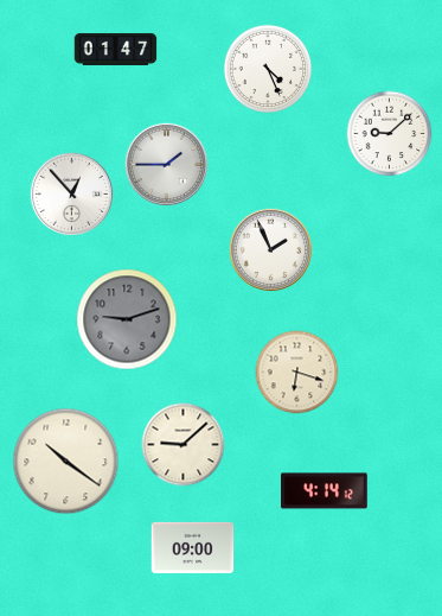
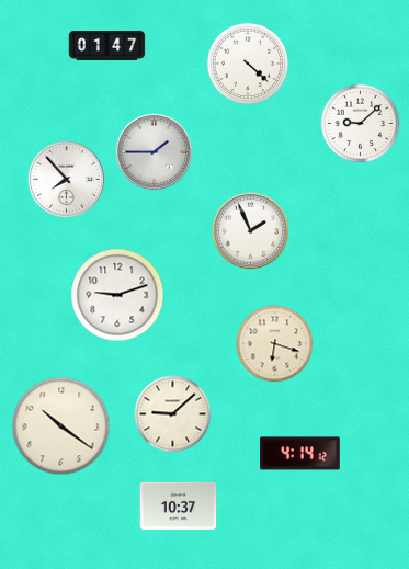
clock at (268, 69): 4:26 -> 4:22
clock at (72, 195): 12:53 -> 7:53
clock at (127, 319) dial: grey -> white
clock at (184, 445) position: (184, 445) -> (173, 414)
clock at (193, 547): 09:00 -> 10:37
